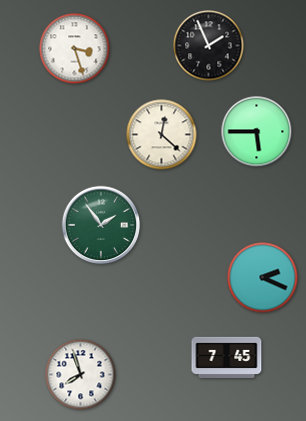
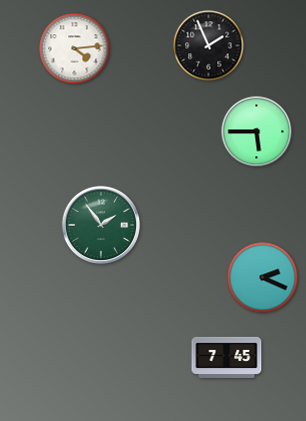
clock at (75, 49): 3:27 -> 4:14
clock at (162, 135): 12:22 -> none
clock at (81, 375): 7:57 -> none
